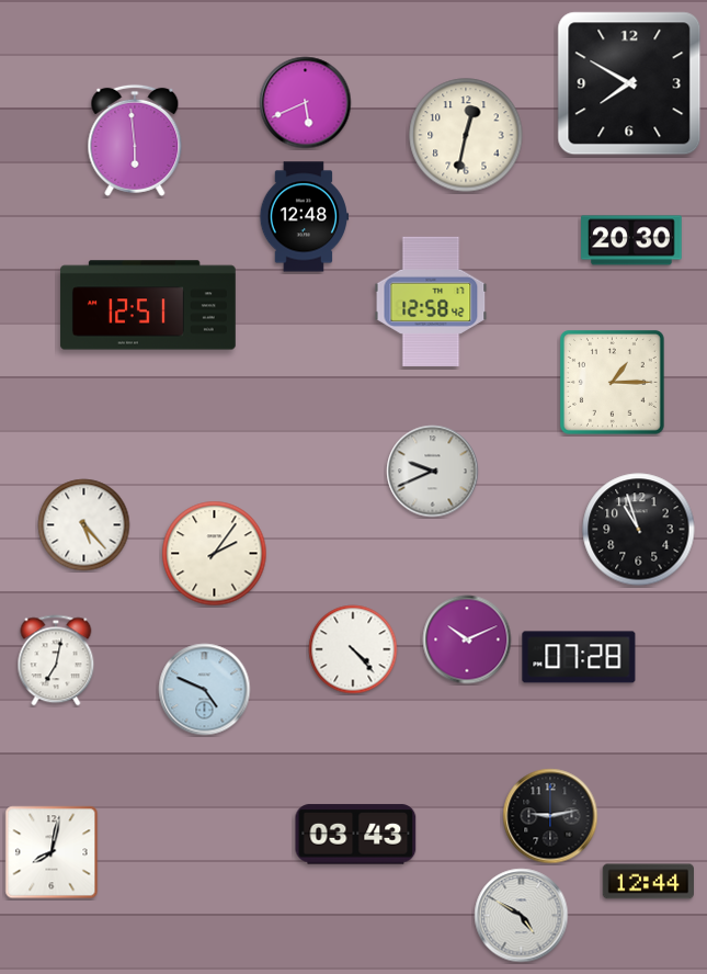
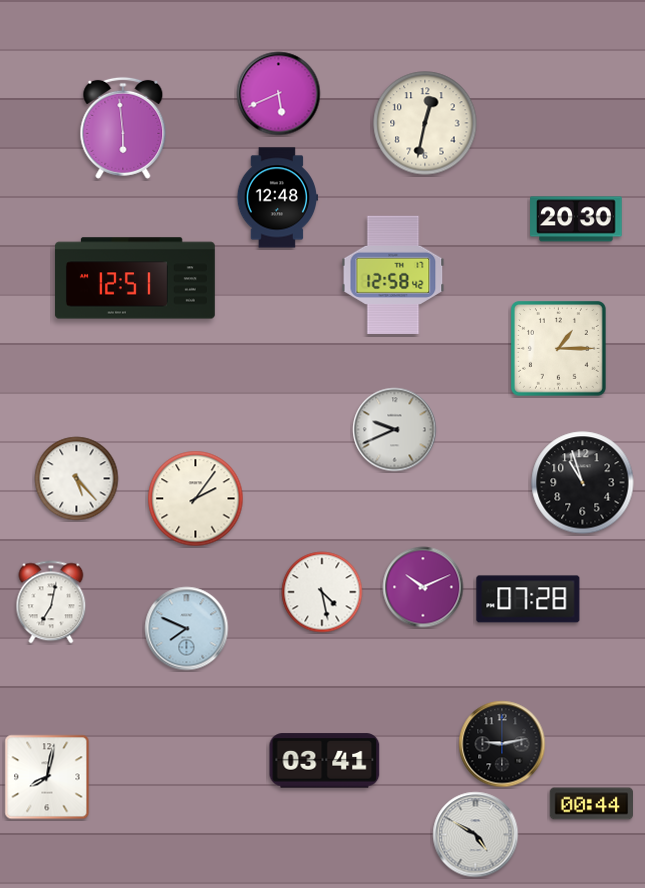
clock at (629, 83): 7:50 -> none
clock at (215, 554) position: (215, 554) -> (196, 499)
clock at (467, 639) position: (467, 639) -> (423, 587)
clock at (353, 649): 4:23 -> 4:28
clock at (205, 690): 4:49 -> 7:49
clock at (356, 835): 03:43 -> 03:41
clock at (648, 882): 12:44 -> 00:44
